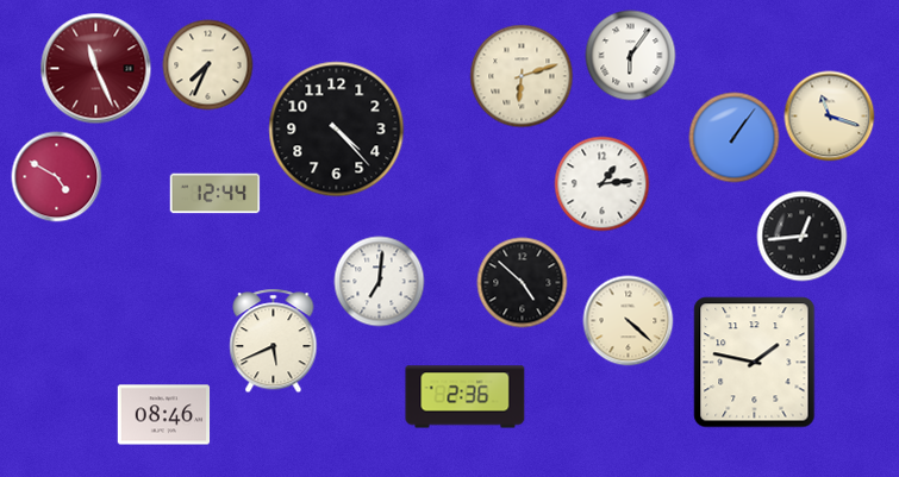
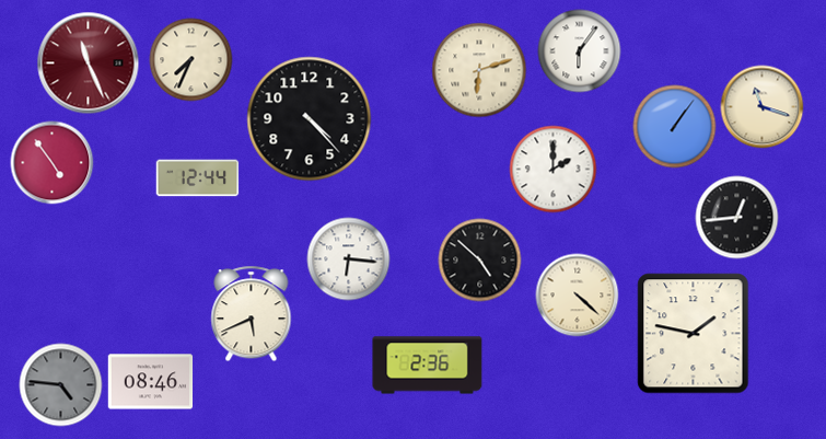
clock at (57, 177): 4:50 -> 4:54
clock at (603, 184): 1:14 -> 2:00
clock at (380, 282): 7:01 -> 6:16
clock at (61, 385): none -> 4:46
